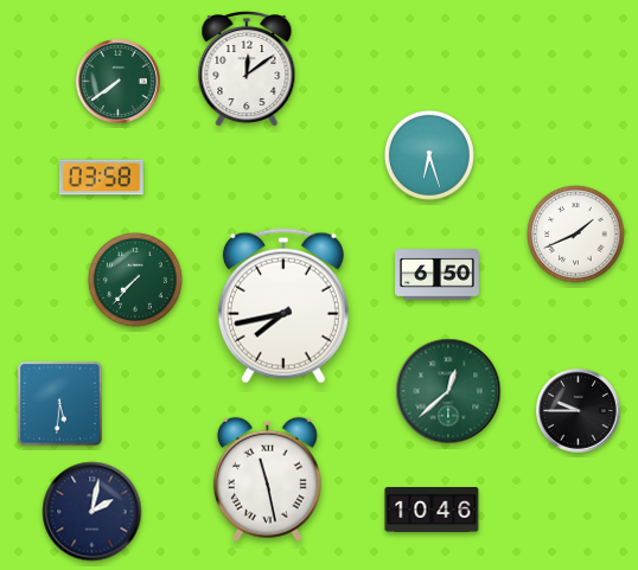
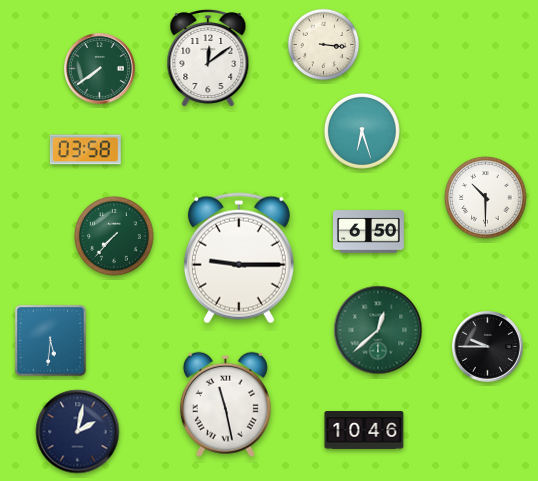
clock at (324, 45): none -> 3:16
clock at (576, 235): 1:41 -> 10:30
clock at (283, 306): 7:43 -> 9:15
